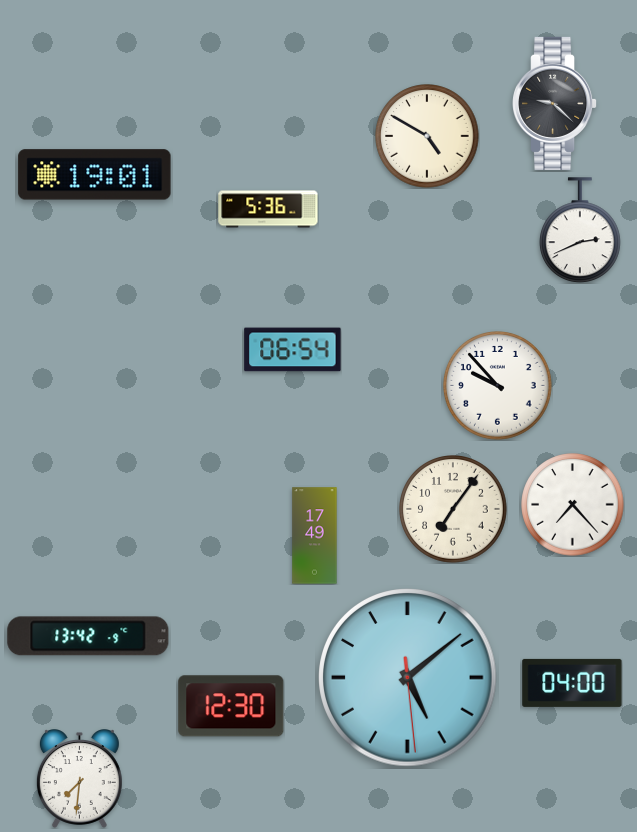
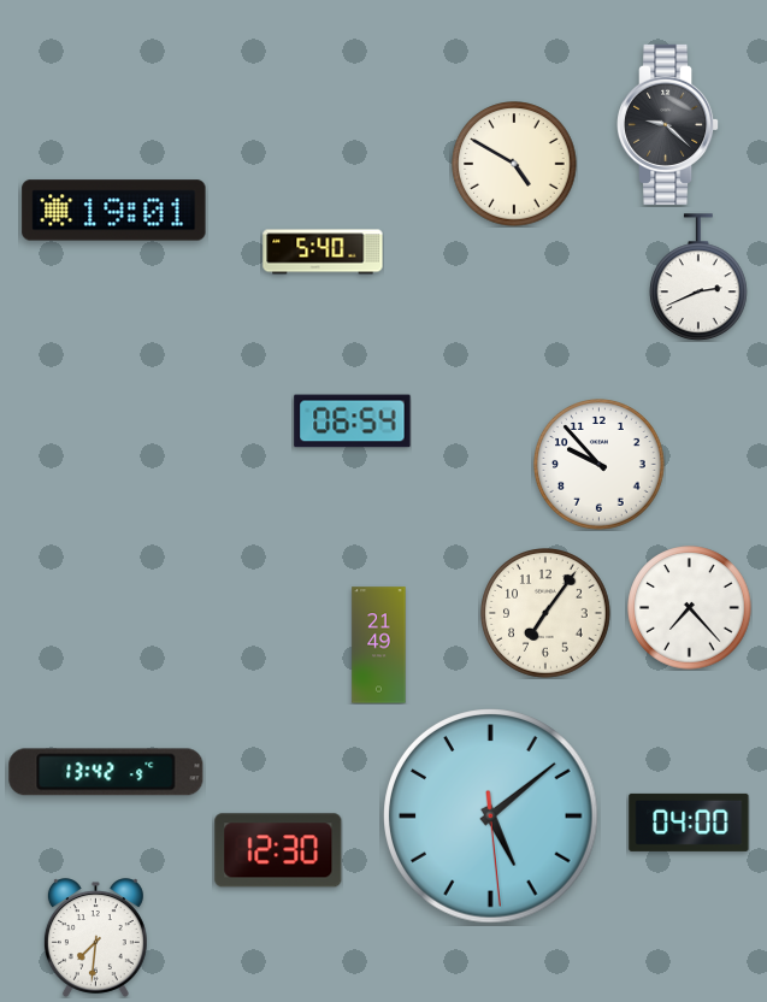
clock at (268, 209): 5:36 -> 5:40
clock at (315, 536): 17:49 -> 21:49
clock at (88, 636) position: (88, 636) -> (106, 772)
